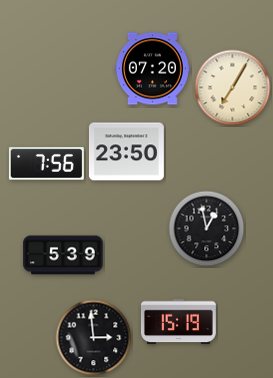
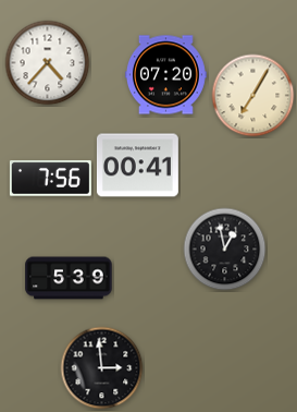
clock at (48, 63): none -> 4:37
clock at (126, 152): 23:50 -> 00:41
clock at (178, 322): 15:19 -> none
